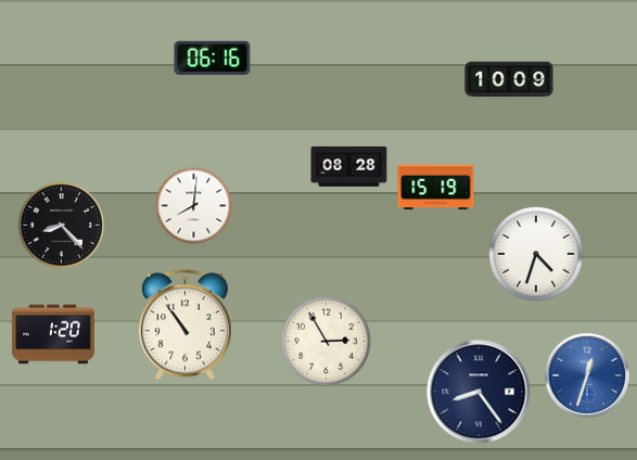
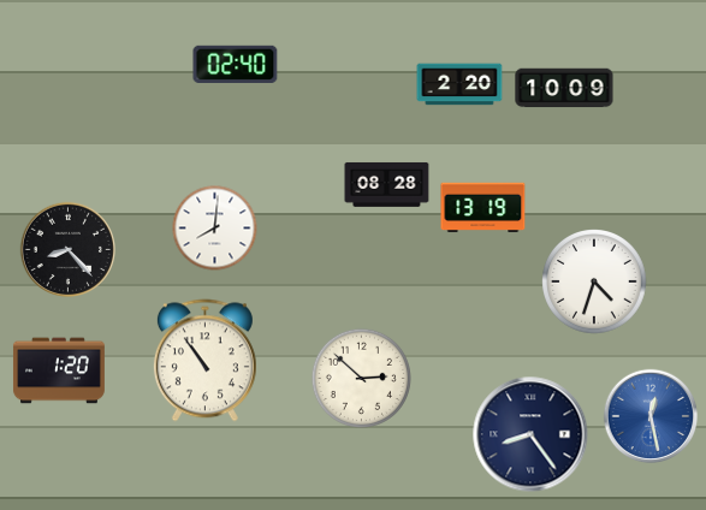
clock at (213, 58): 06:16 -> 02:40
clock at (459, 84): none -> 2:20
clock at (436, 188): 15:19 -> 13:19
clock at (326, 341): 2:55 -> 2:52
clock at (587, 375): 12:33 -> 12:28
